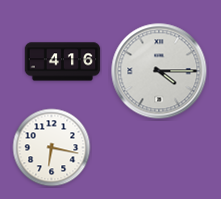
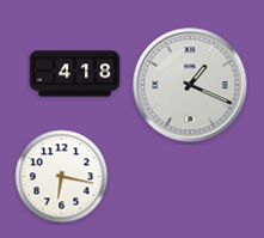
clock at (63, 62): 4:16 -> 4:18
clock at (159, 71): 4:15 -> 1:19
